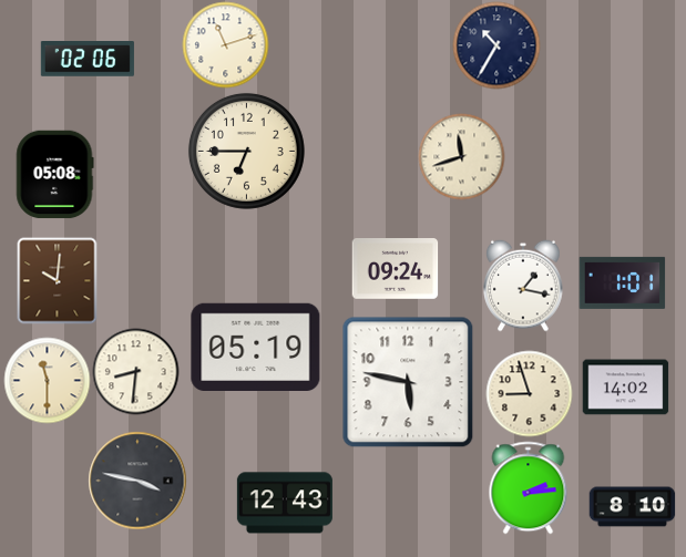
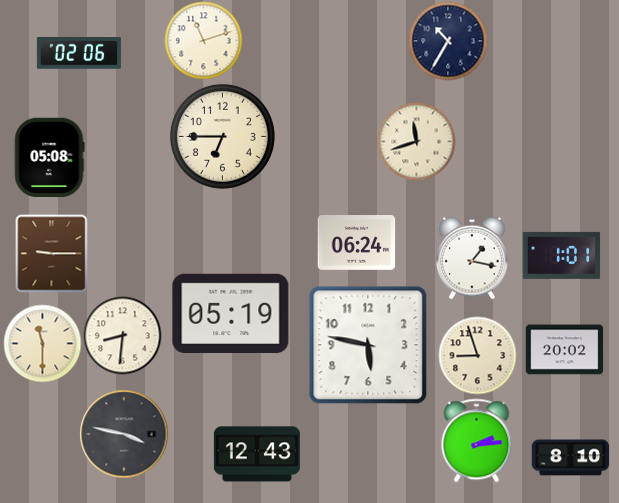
clock at (395, 269): 09:24 -> 06:24
clock at (58, 280): 10:01 -> 9:15
clock at (625, 388): 14:02 -> 20:02
